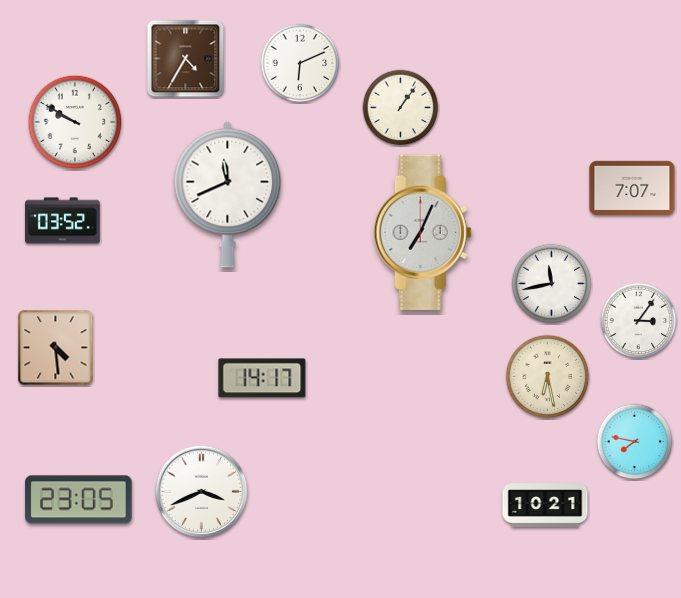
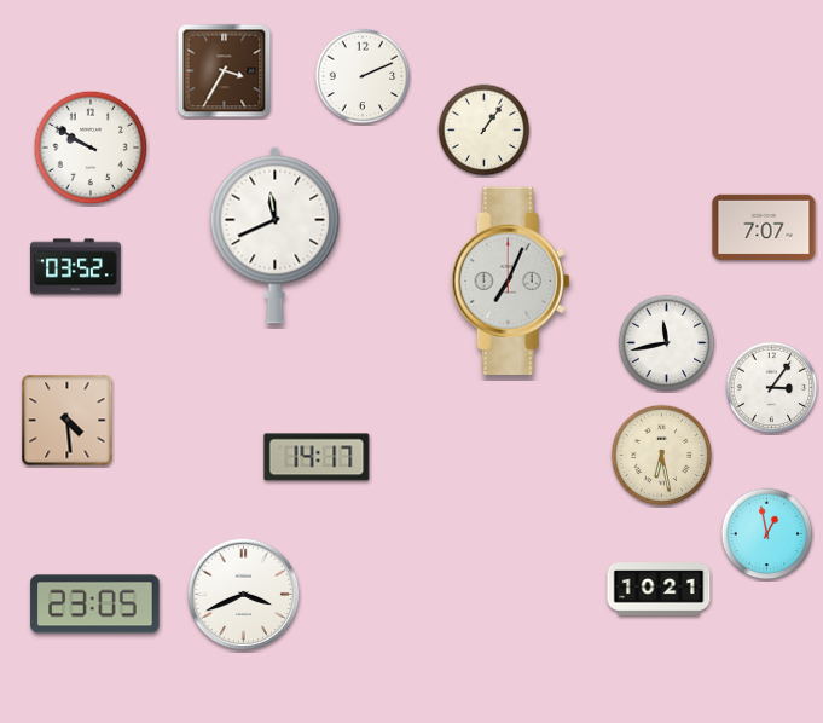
clock at (186, 59): 4:35 -> 3:35
clock at (300, 63): 6:11 -> 2:11
clock at (635, 442): 7:47 -> 12:58
clock at (545, 505) position: (545, 505) -> (659, 589)
